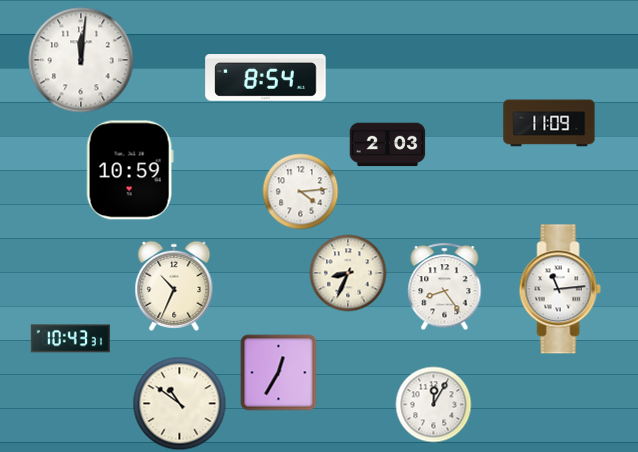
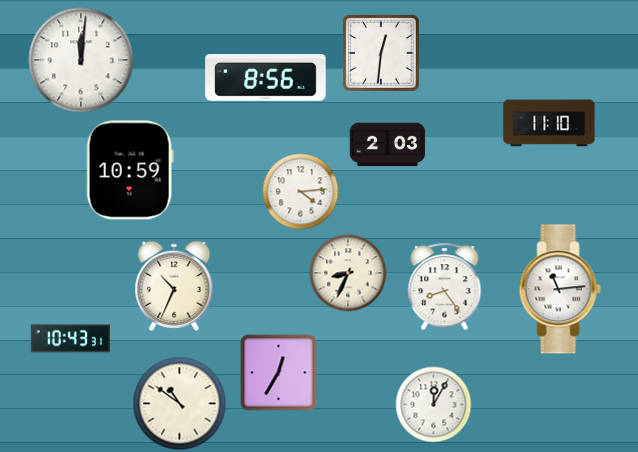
clock at (382, 54): none -> 12:31
clock at (266, 78): 8:54 -> 8:56
clock at (549, 123): 11:09 -> 11:10
